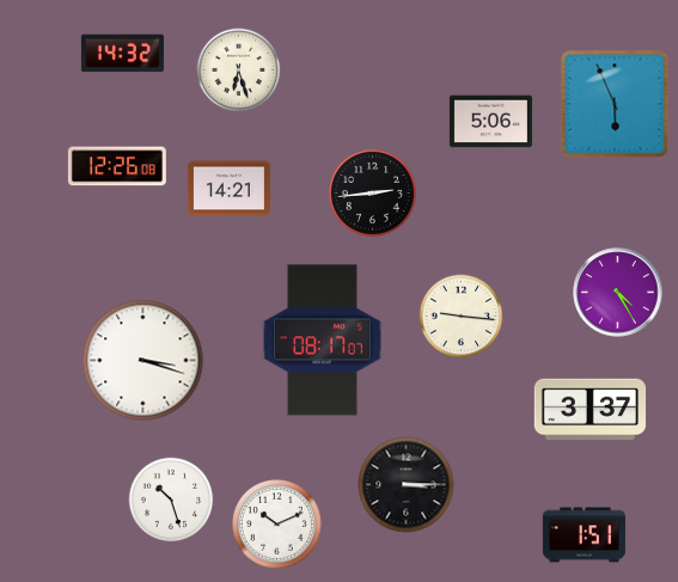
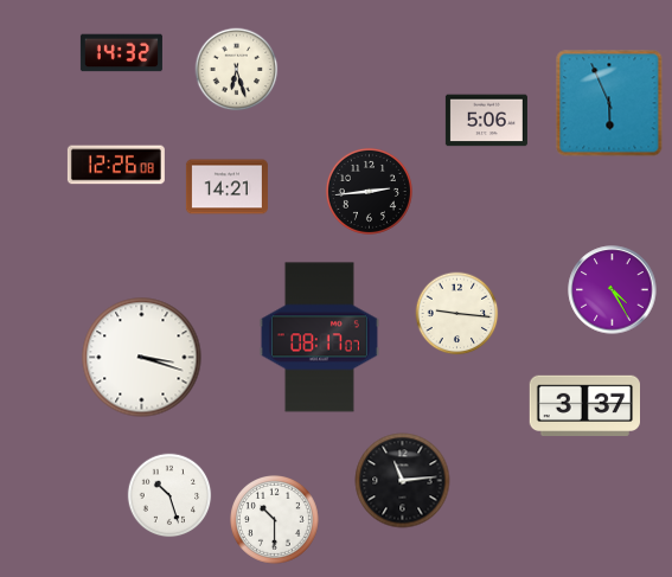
clock at (407, 485): 3:15 -> 11:14
clock at (277, 525): 10:11 -> 10:30
clock at (584, 535): 1:51 -> none
